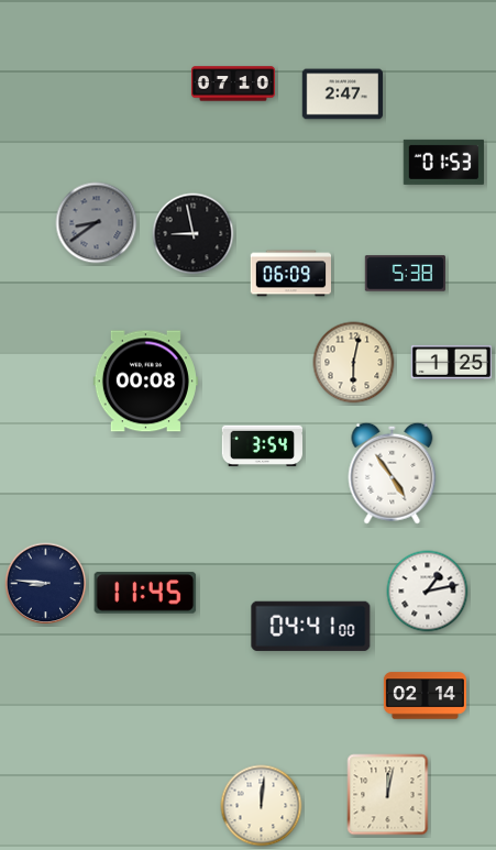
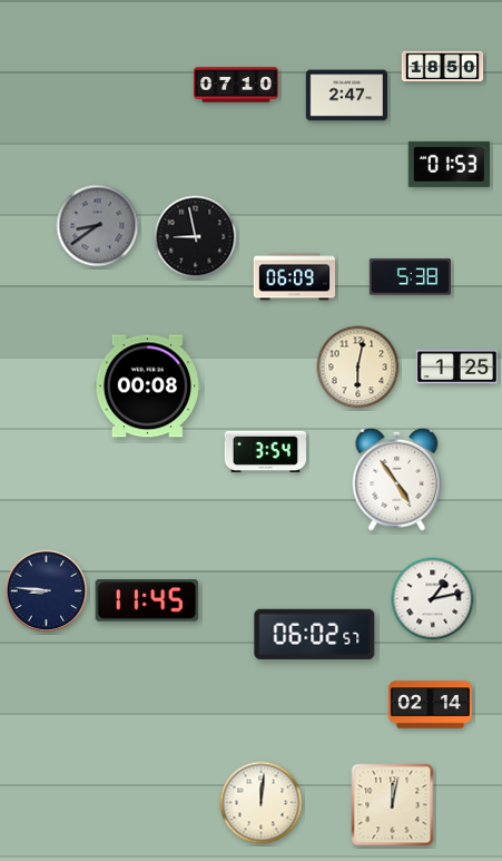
clock at (443, 67): none -> 18:50
clock at (311, 626): 04:41 -> 06:02
clock at (262, 806) position: (262, 806) -> (262, 803)
